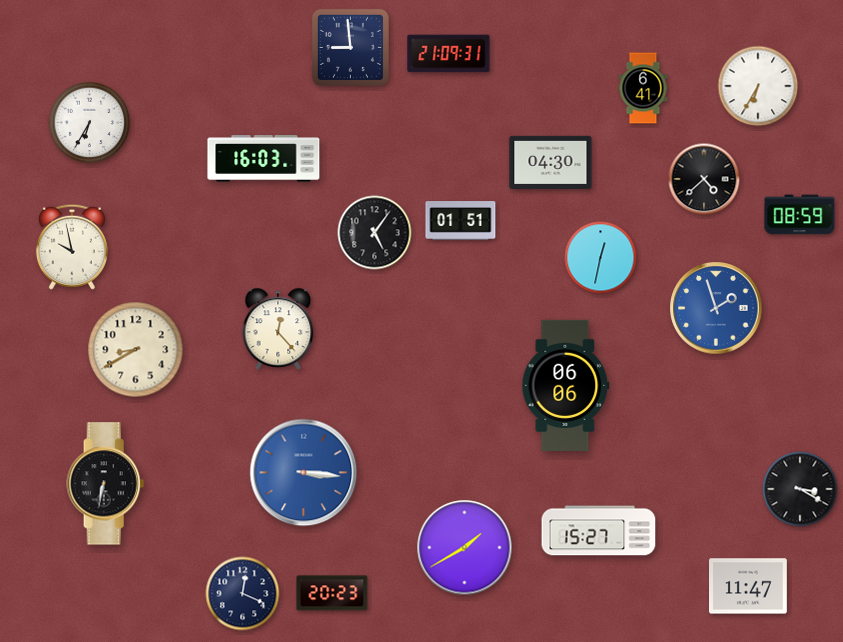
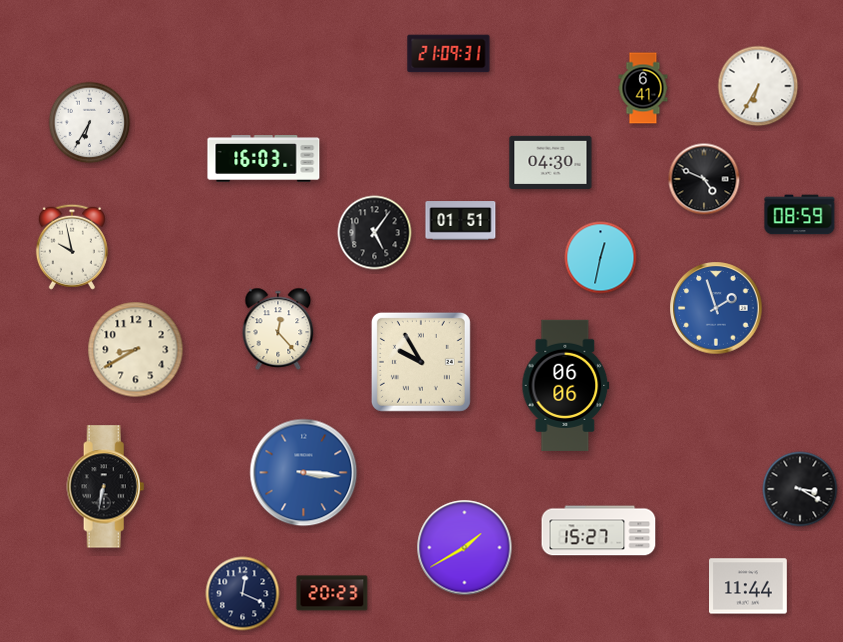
clock at (350, 47): 8:59 -> none
clock at (704, 179): 4:38 -> 4:49
clock at (421, 362): none -> 9:55
clock at (106, 484) position: (106, 484) -> (106, 487)
clock at (749, 586): 11:47 -> 11:44
